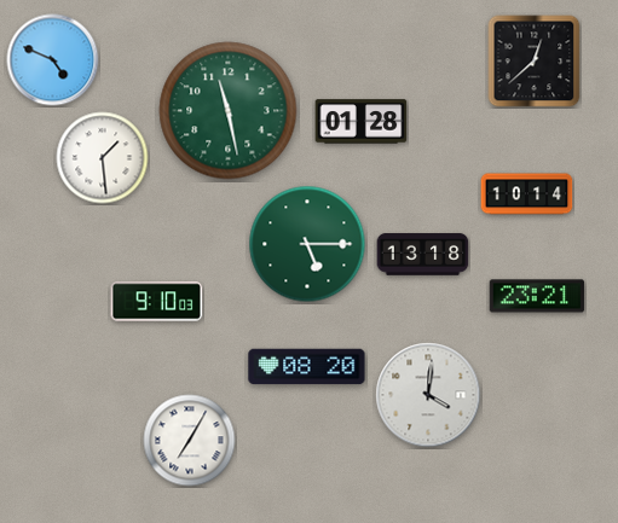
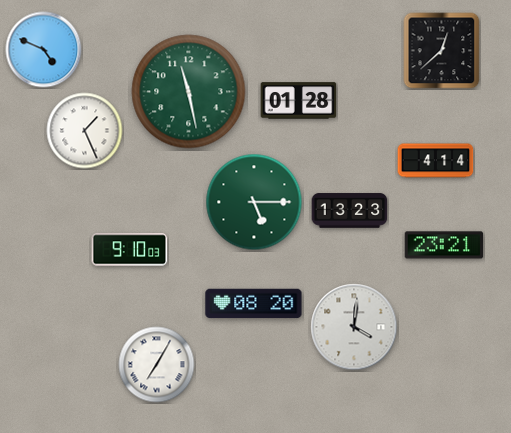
clock at (103, 158): 1:29 -> 1:26
clock at (527, 194): 10:14 -> 4:14
clock at (423, 255): 13:18 -> 13:23
